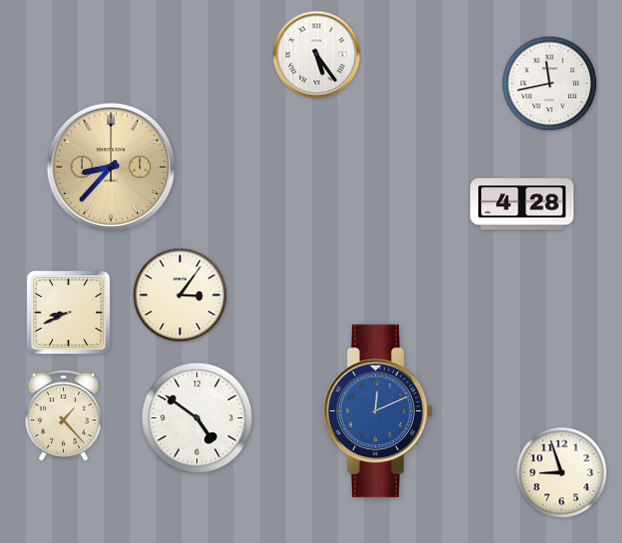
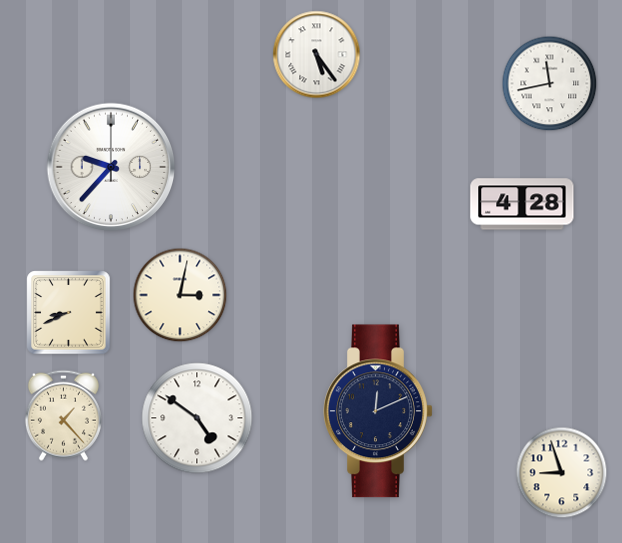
clock at (111, 167): 8:37 -> 9:37
clock at (111, 167) dial: champagne -> white
clock at (180, 295): 3:06 -> 3:02
clock at (378, 411) dial: blue -> navy
